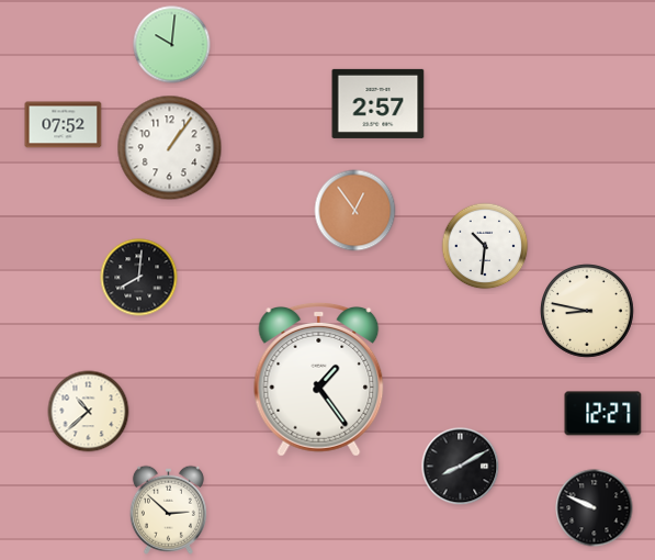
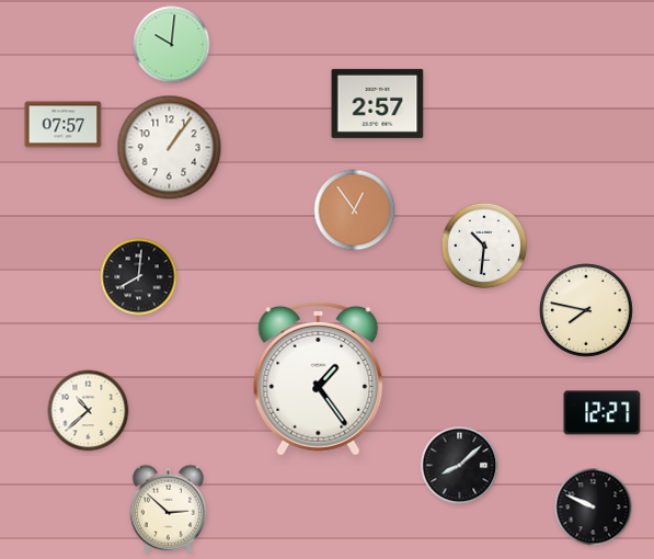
clock at (64, 125): 07:52 -> 07:57
clock at (588, 312): 8:47 -> 7:47
clock at (461, 467): 8:10 -> 8:08
